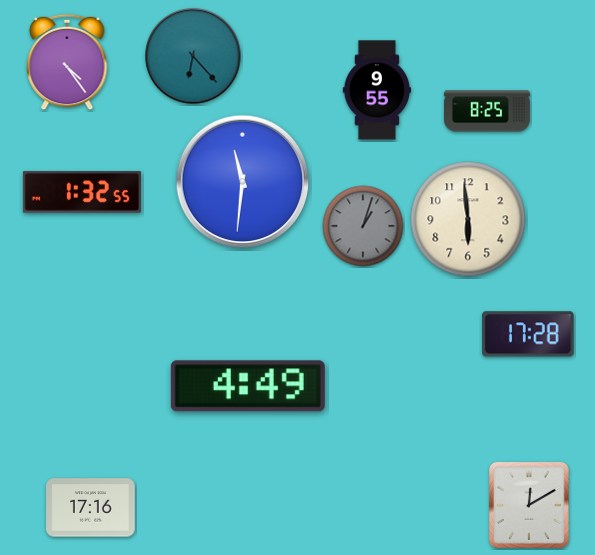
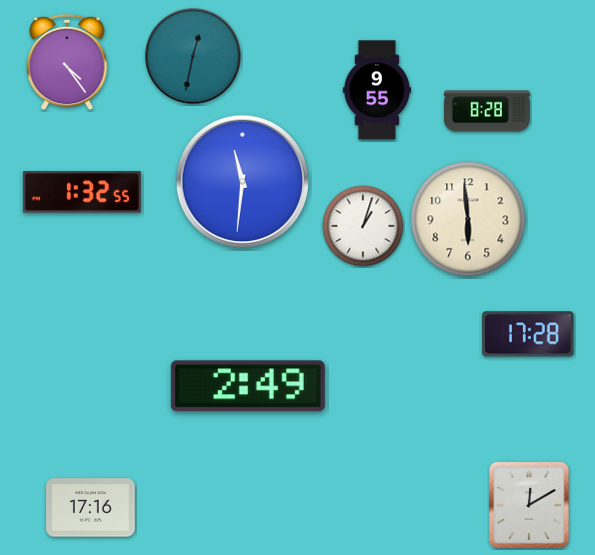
clock at (193, 56): 6:23 -> 12:32
clock at (487, 111): 8:25 -> 8:28
clock at (363, 226) dial: grey -> white
clock at (248, 386): 4:49 -> 2:49
